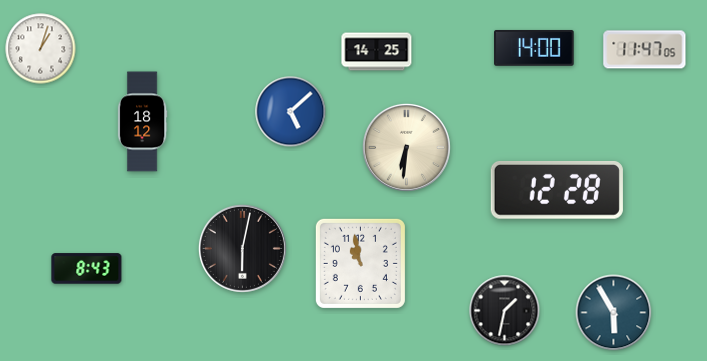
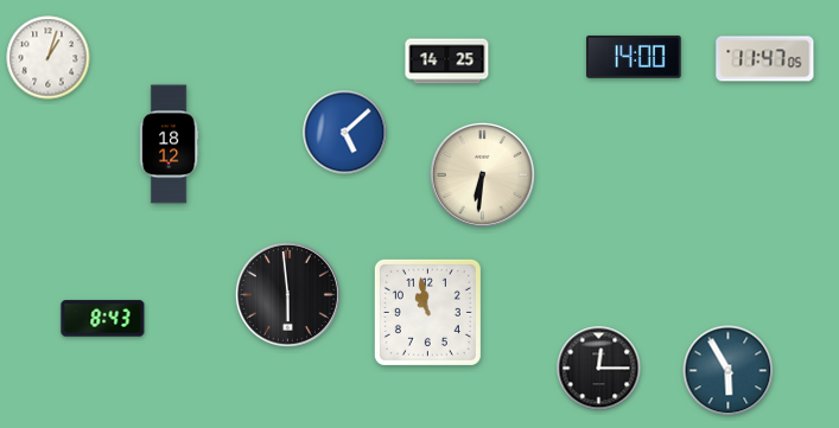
clock at (557, 190): 12:28 -> none
clock at (242, 248): 6:02 -> 5:59
clock at (505, 311): 1:32 -> 12:15
